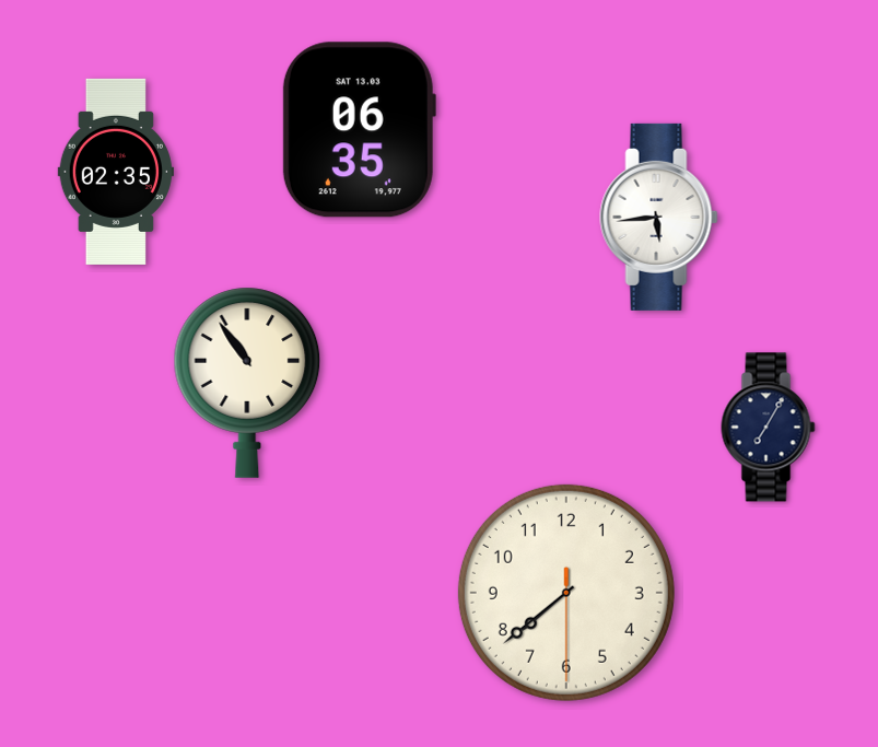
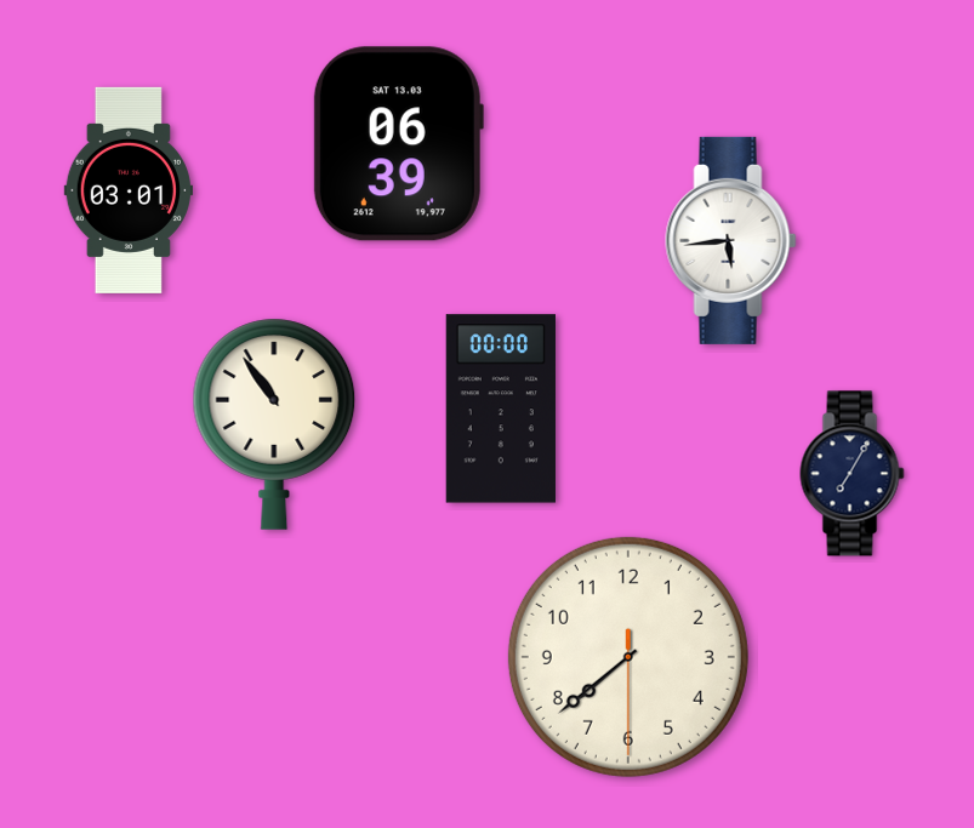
clock at (359, 130): 06:35 -> 06:39
clock at (115, 172): 02:35 -> 03:01
clock at (501, 409): none -> 00:00
